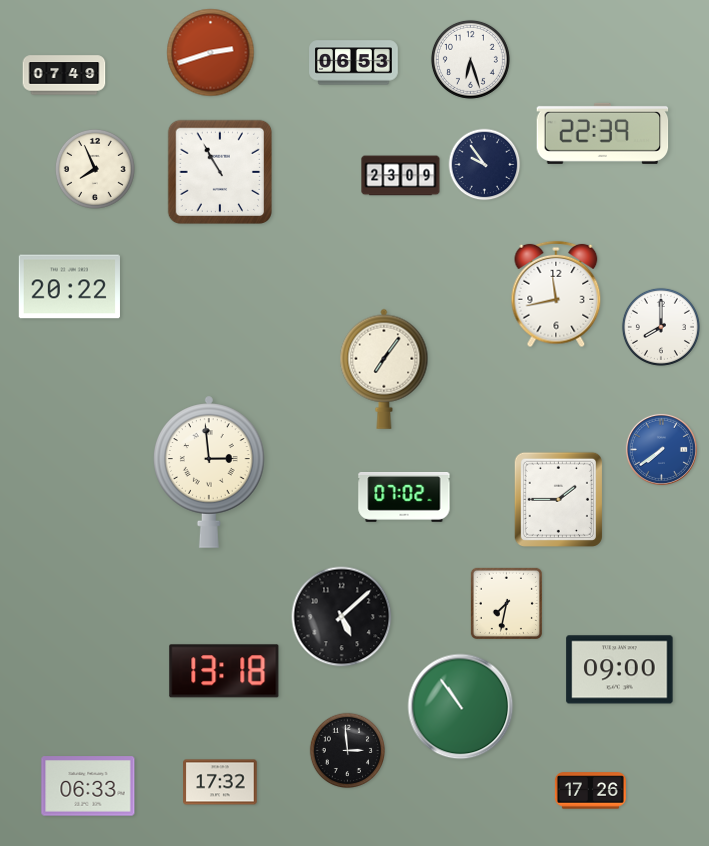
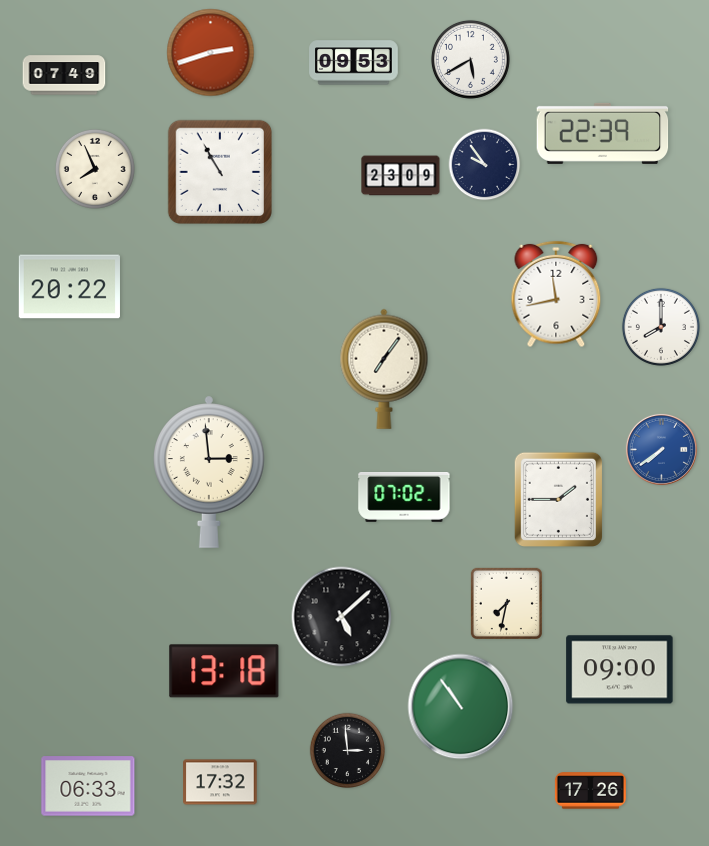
clock at (470, 59): 6:27 -> 5:40
clock at (354, 63): 06:53 -> 09:53
